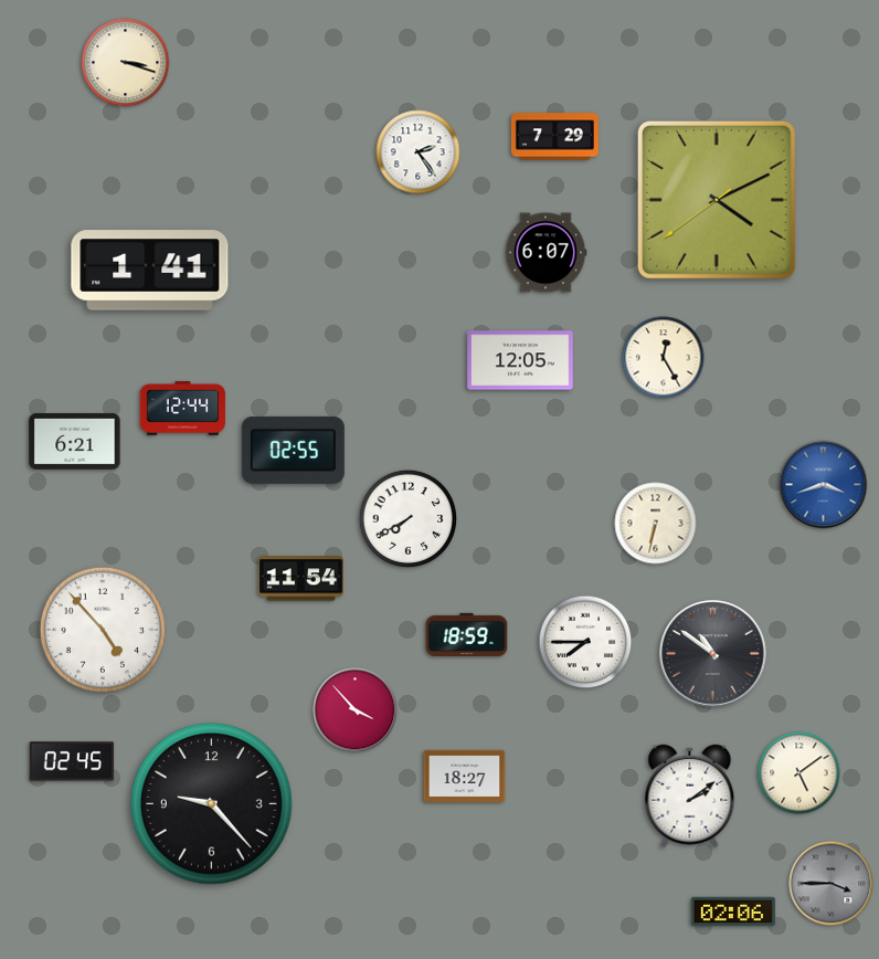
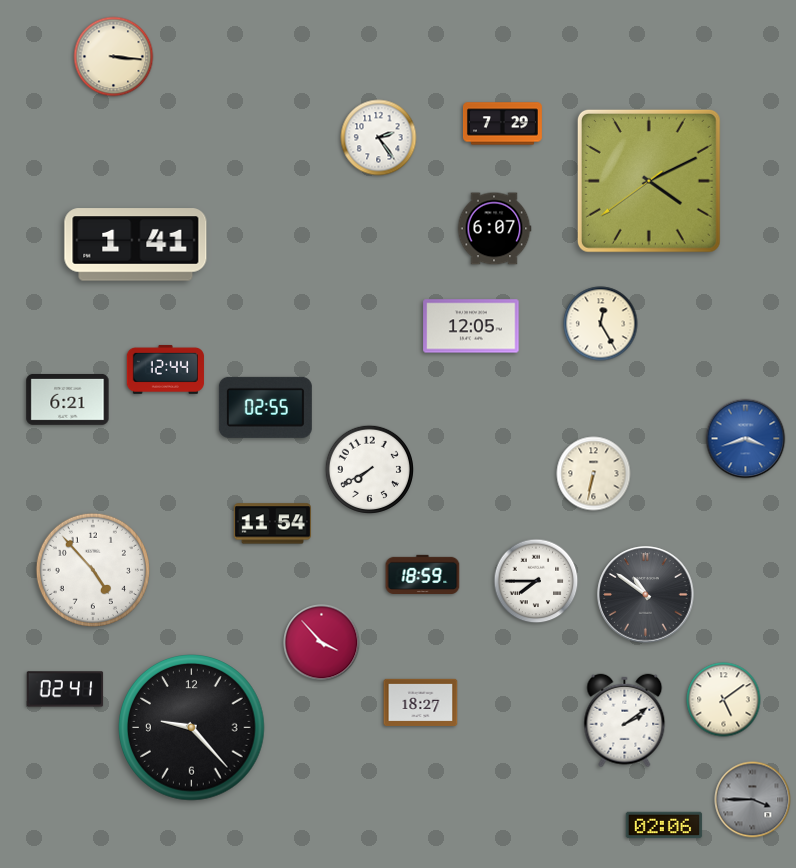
clock at (126, 63): 3:18 -> 3:16
clock at (585, 642) position: (585, 642) -> (536, 581)
clock at (713, 654) position: (713, 654) -> (646, 595)
clock at (72, 761): 02:45 -> 02:41
